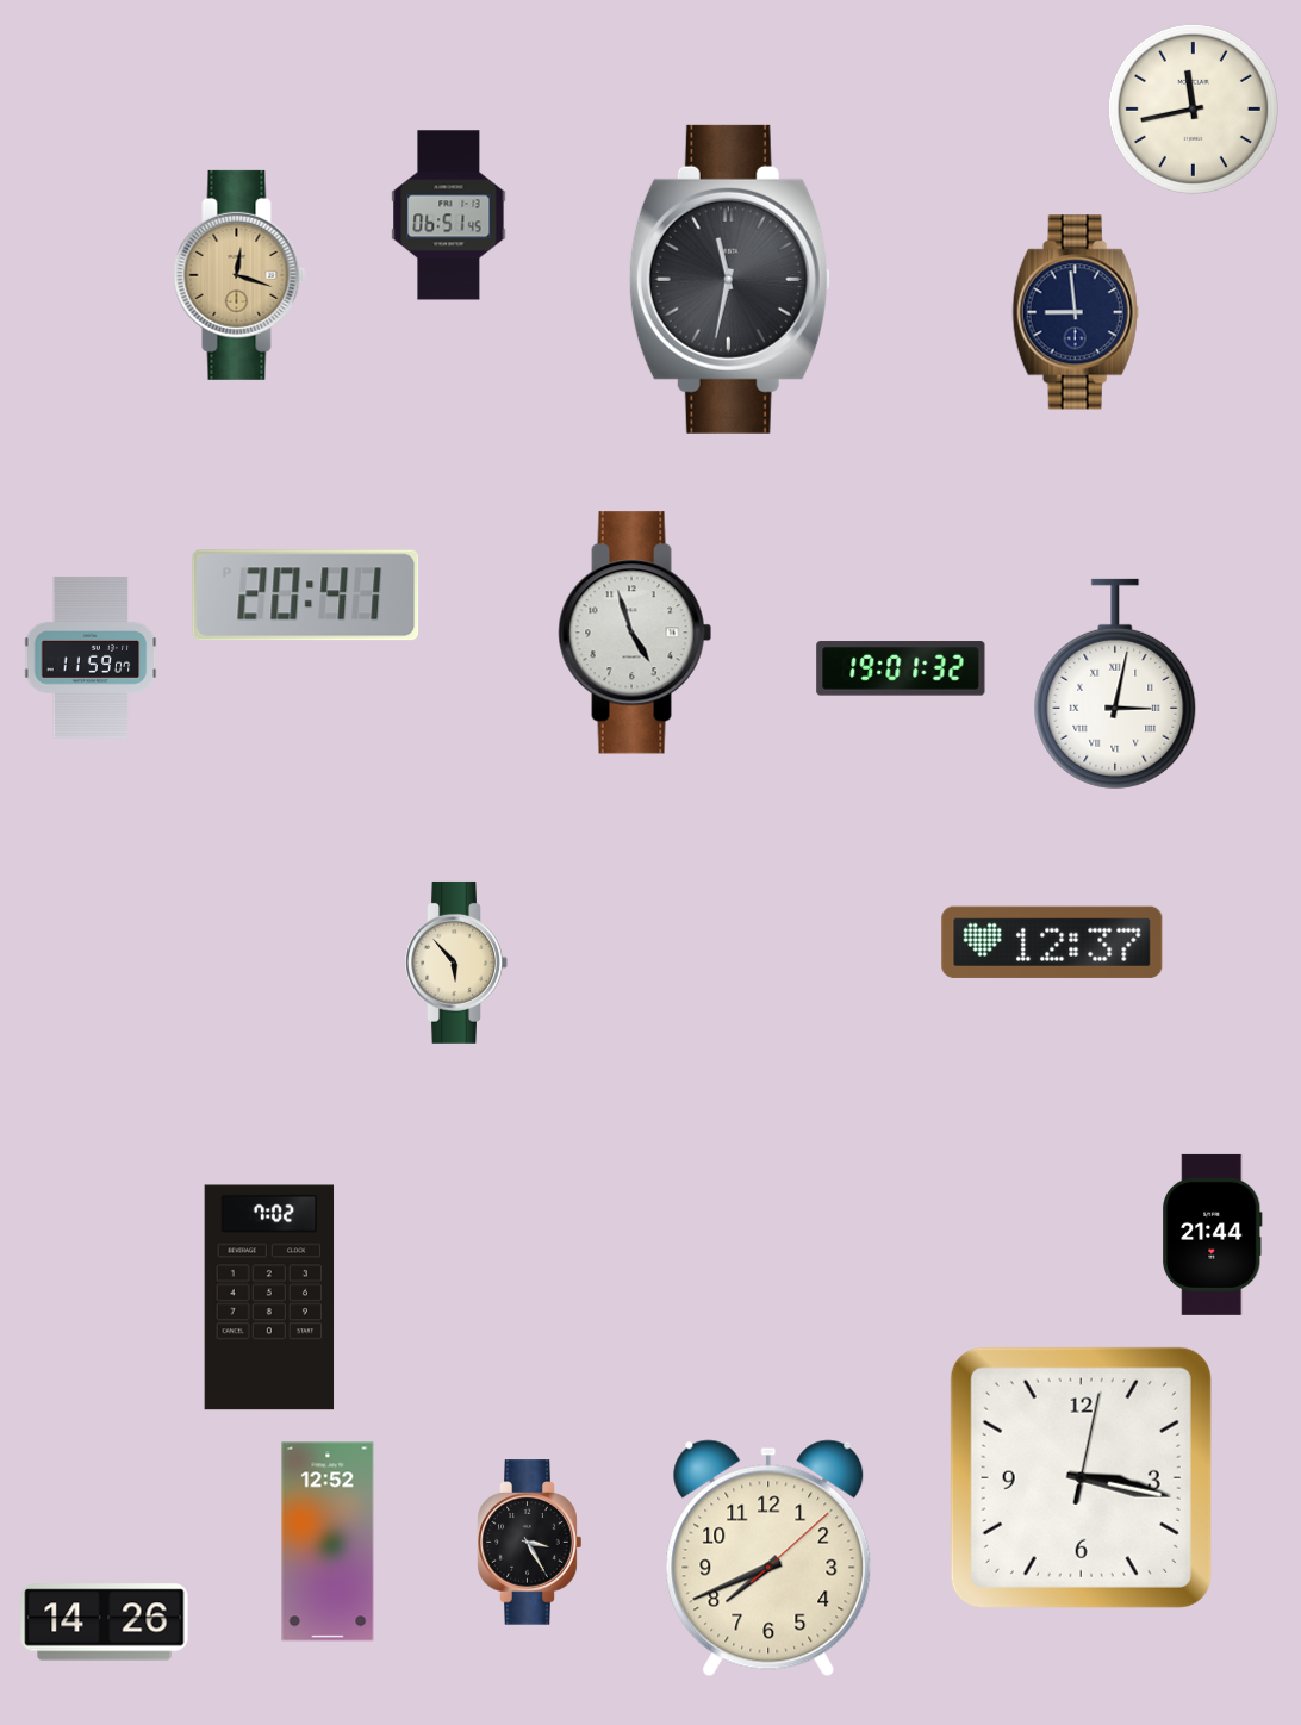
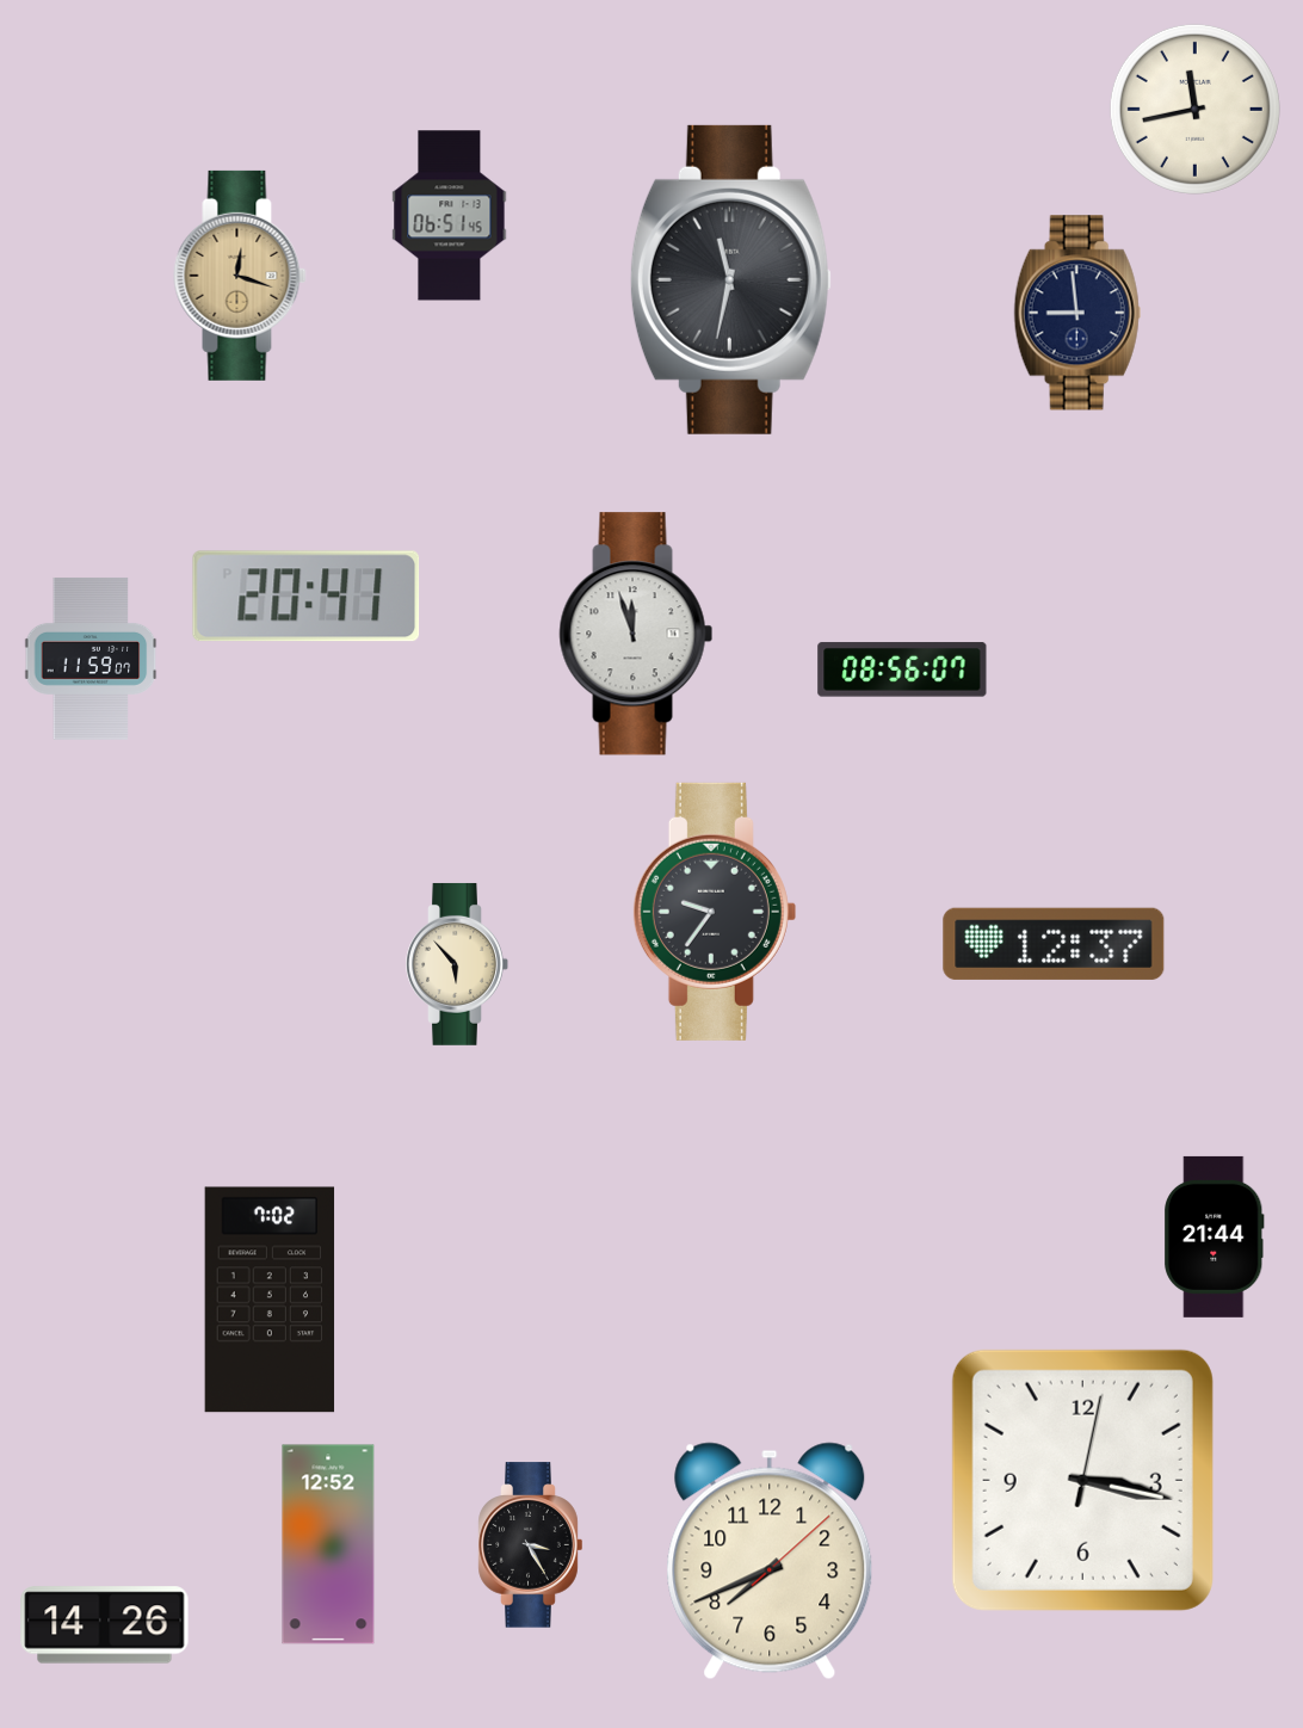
clock at (635, 633): 4:57 -> 11:57
clock at (901, 668): 19:01 -> 08:56
clock at (1115, 684): 3:02 -> none
clock at (715, 912): none -> 9:36
